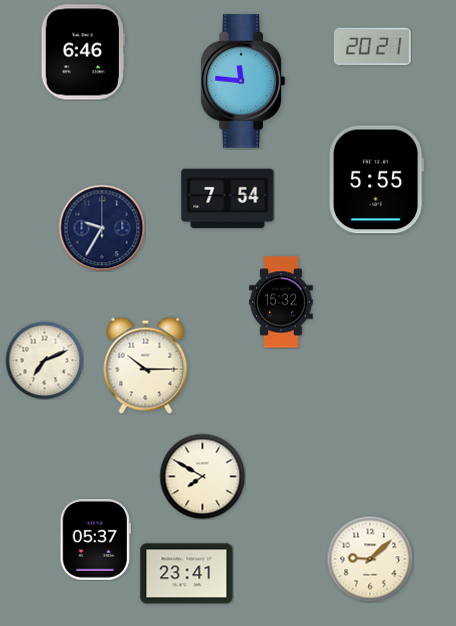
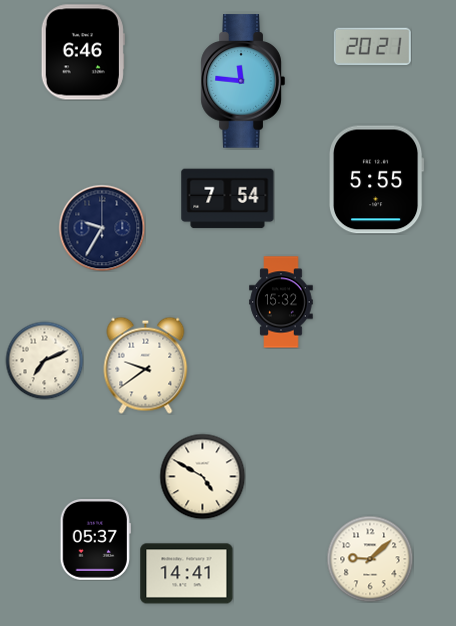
clock at (146, 365): 10:15 -> 9:39
clock at (202, 476): 7:50 -> 4:50
clock at (187, 574): 23:41 -> 14:41
